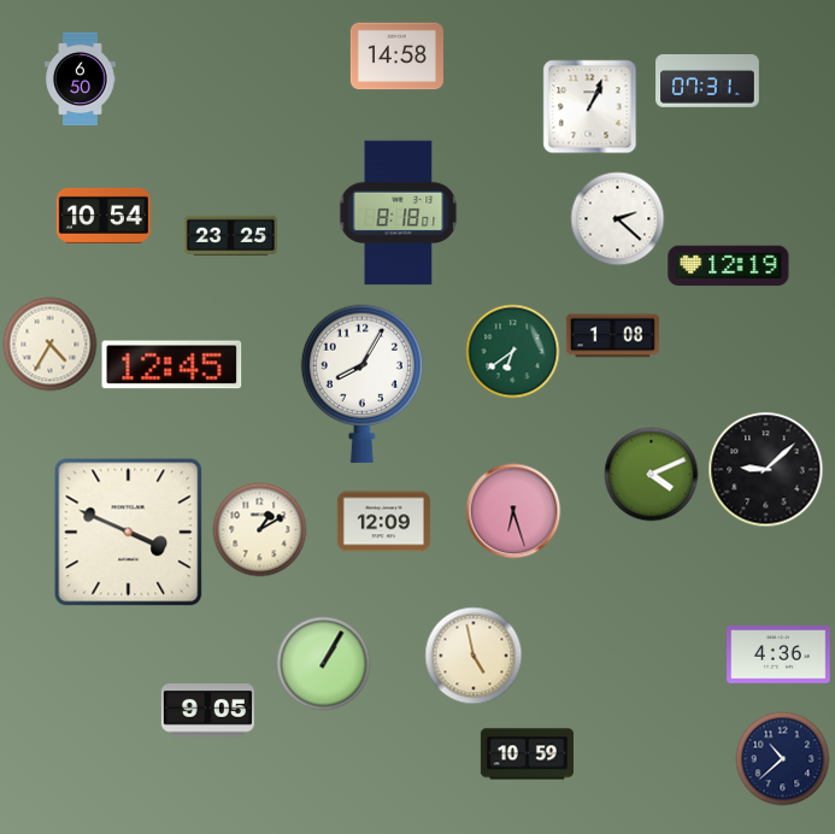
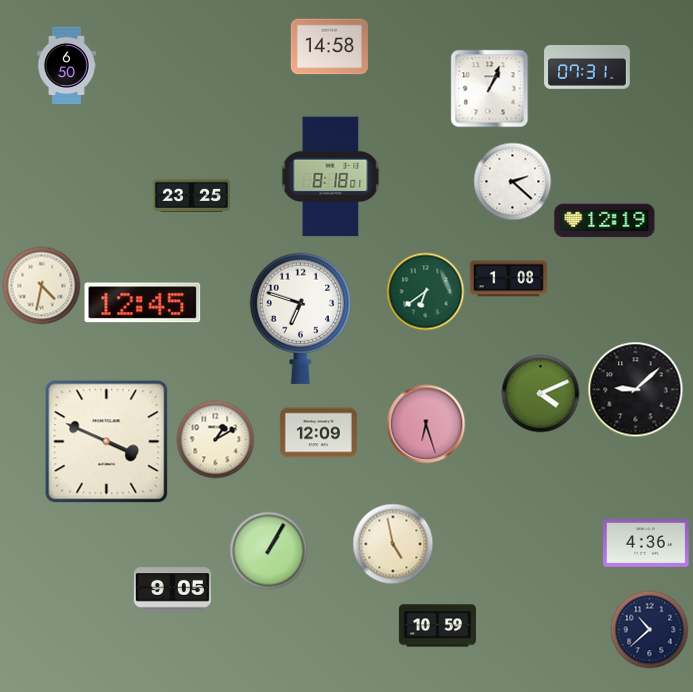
clock at (104, 216): 10:54 -> none
clock at (49, 343): 4:35 -> 4:32
clock at (361, 383): 8:05 -> 6:48
